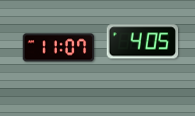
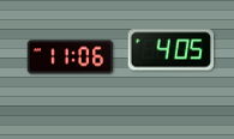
clock at (59, 48): 11:07 -> 11:06
